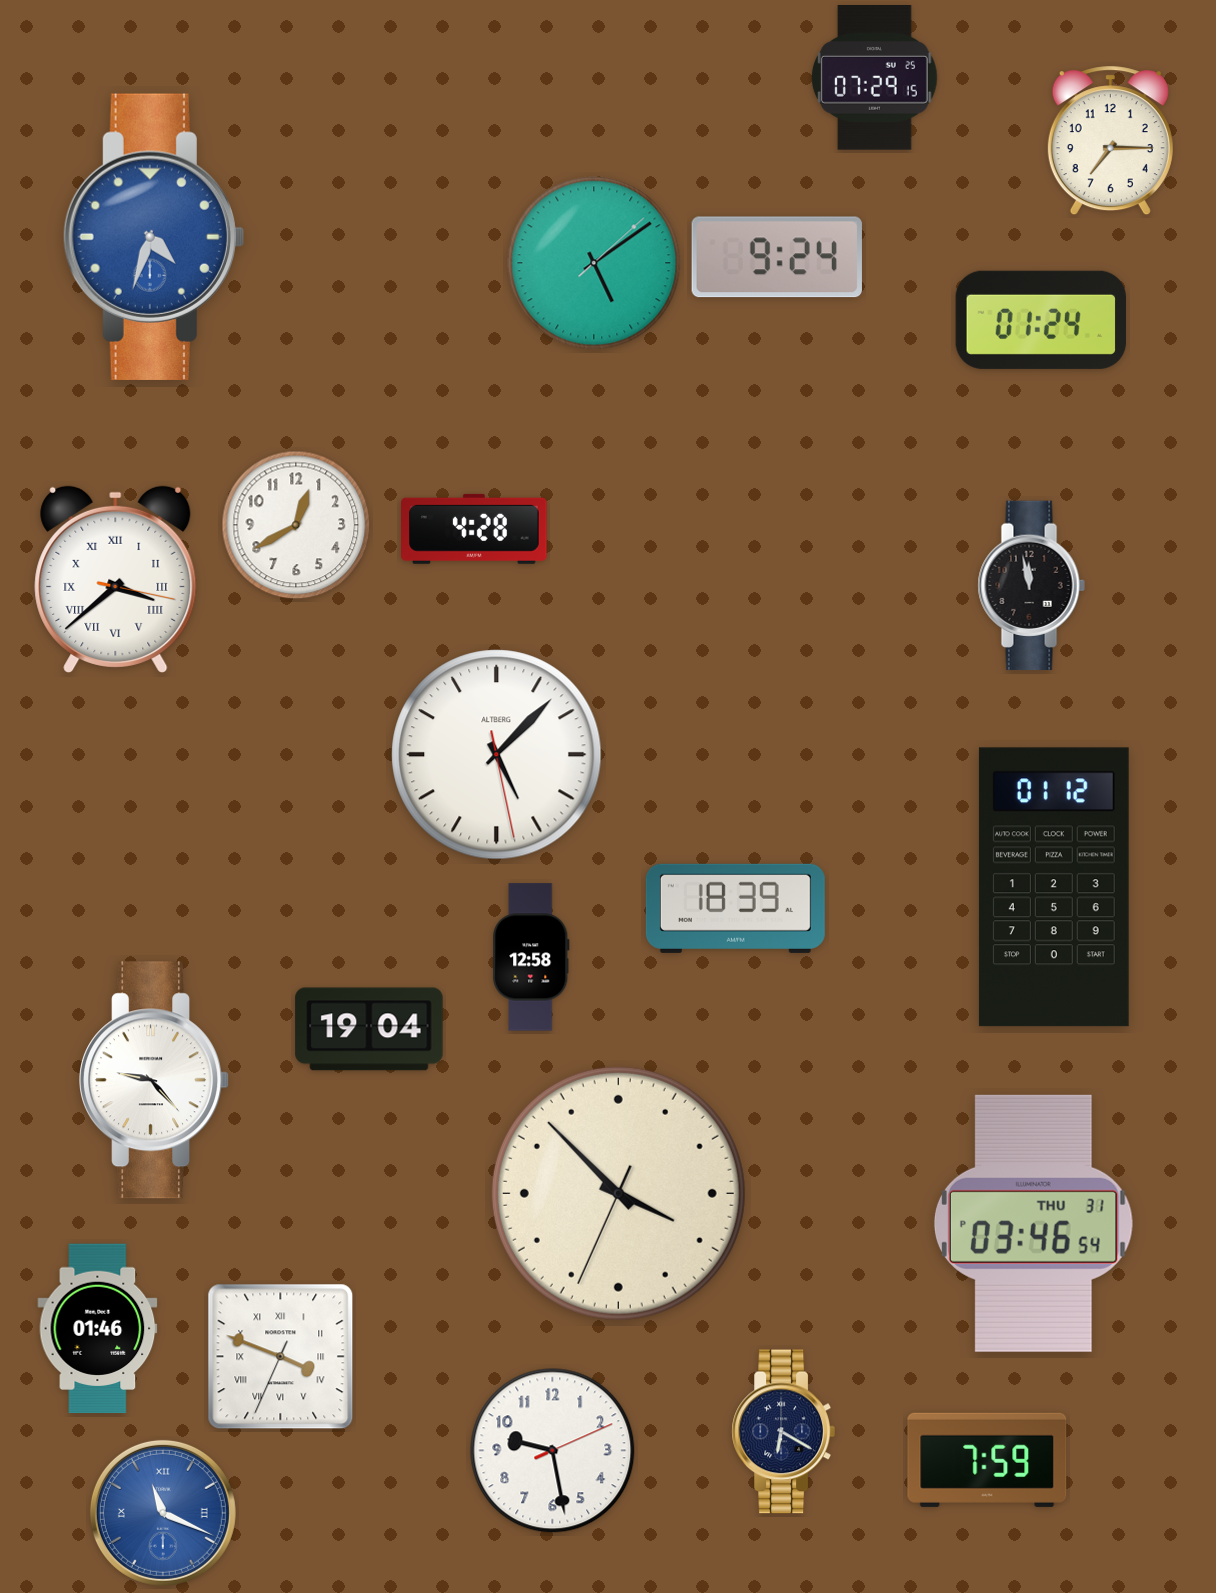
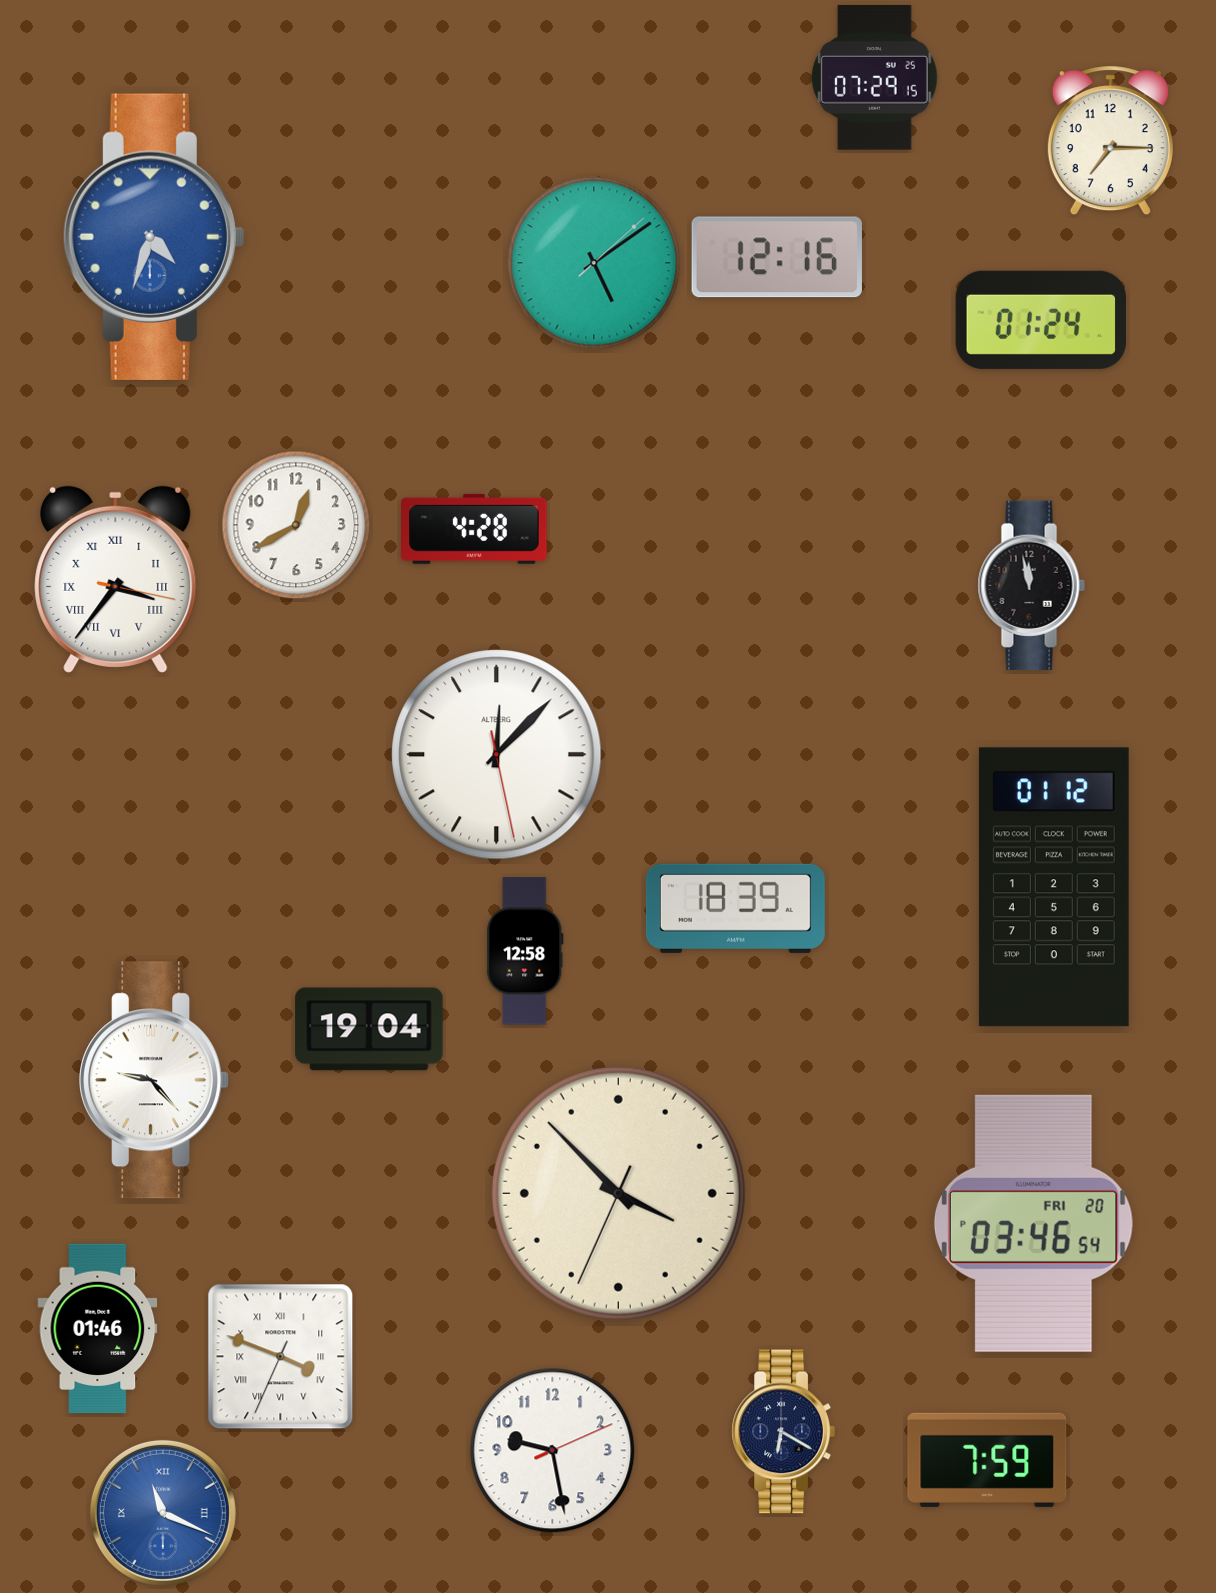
clock at (777, 257): 9:24 -> 12:16
clock at (116, 579): 3:38 -> 3:36
clock at (497, 755): 5:07 -> 12:07
clock at (531, 957) position: (531, 957) -> (525, 951)
clock at (1033, 1223) date: THU 31 -> FRI 20
